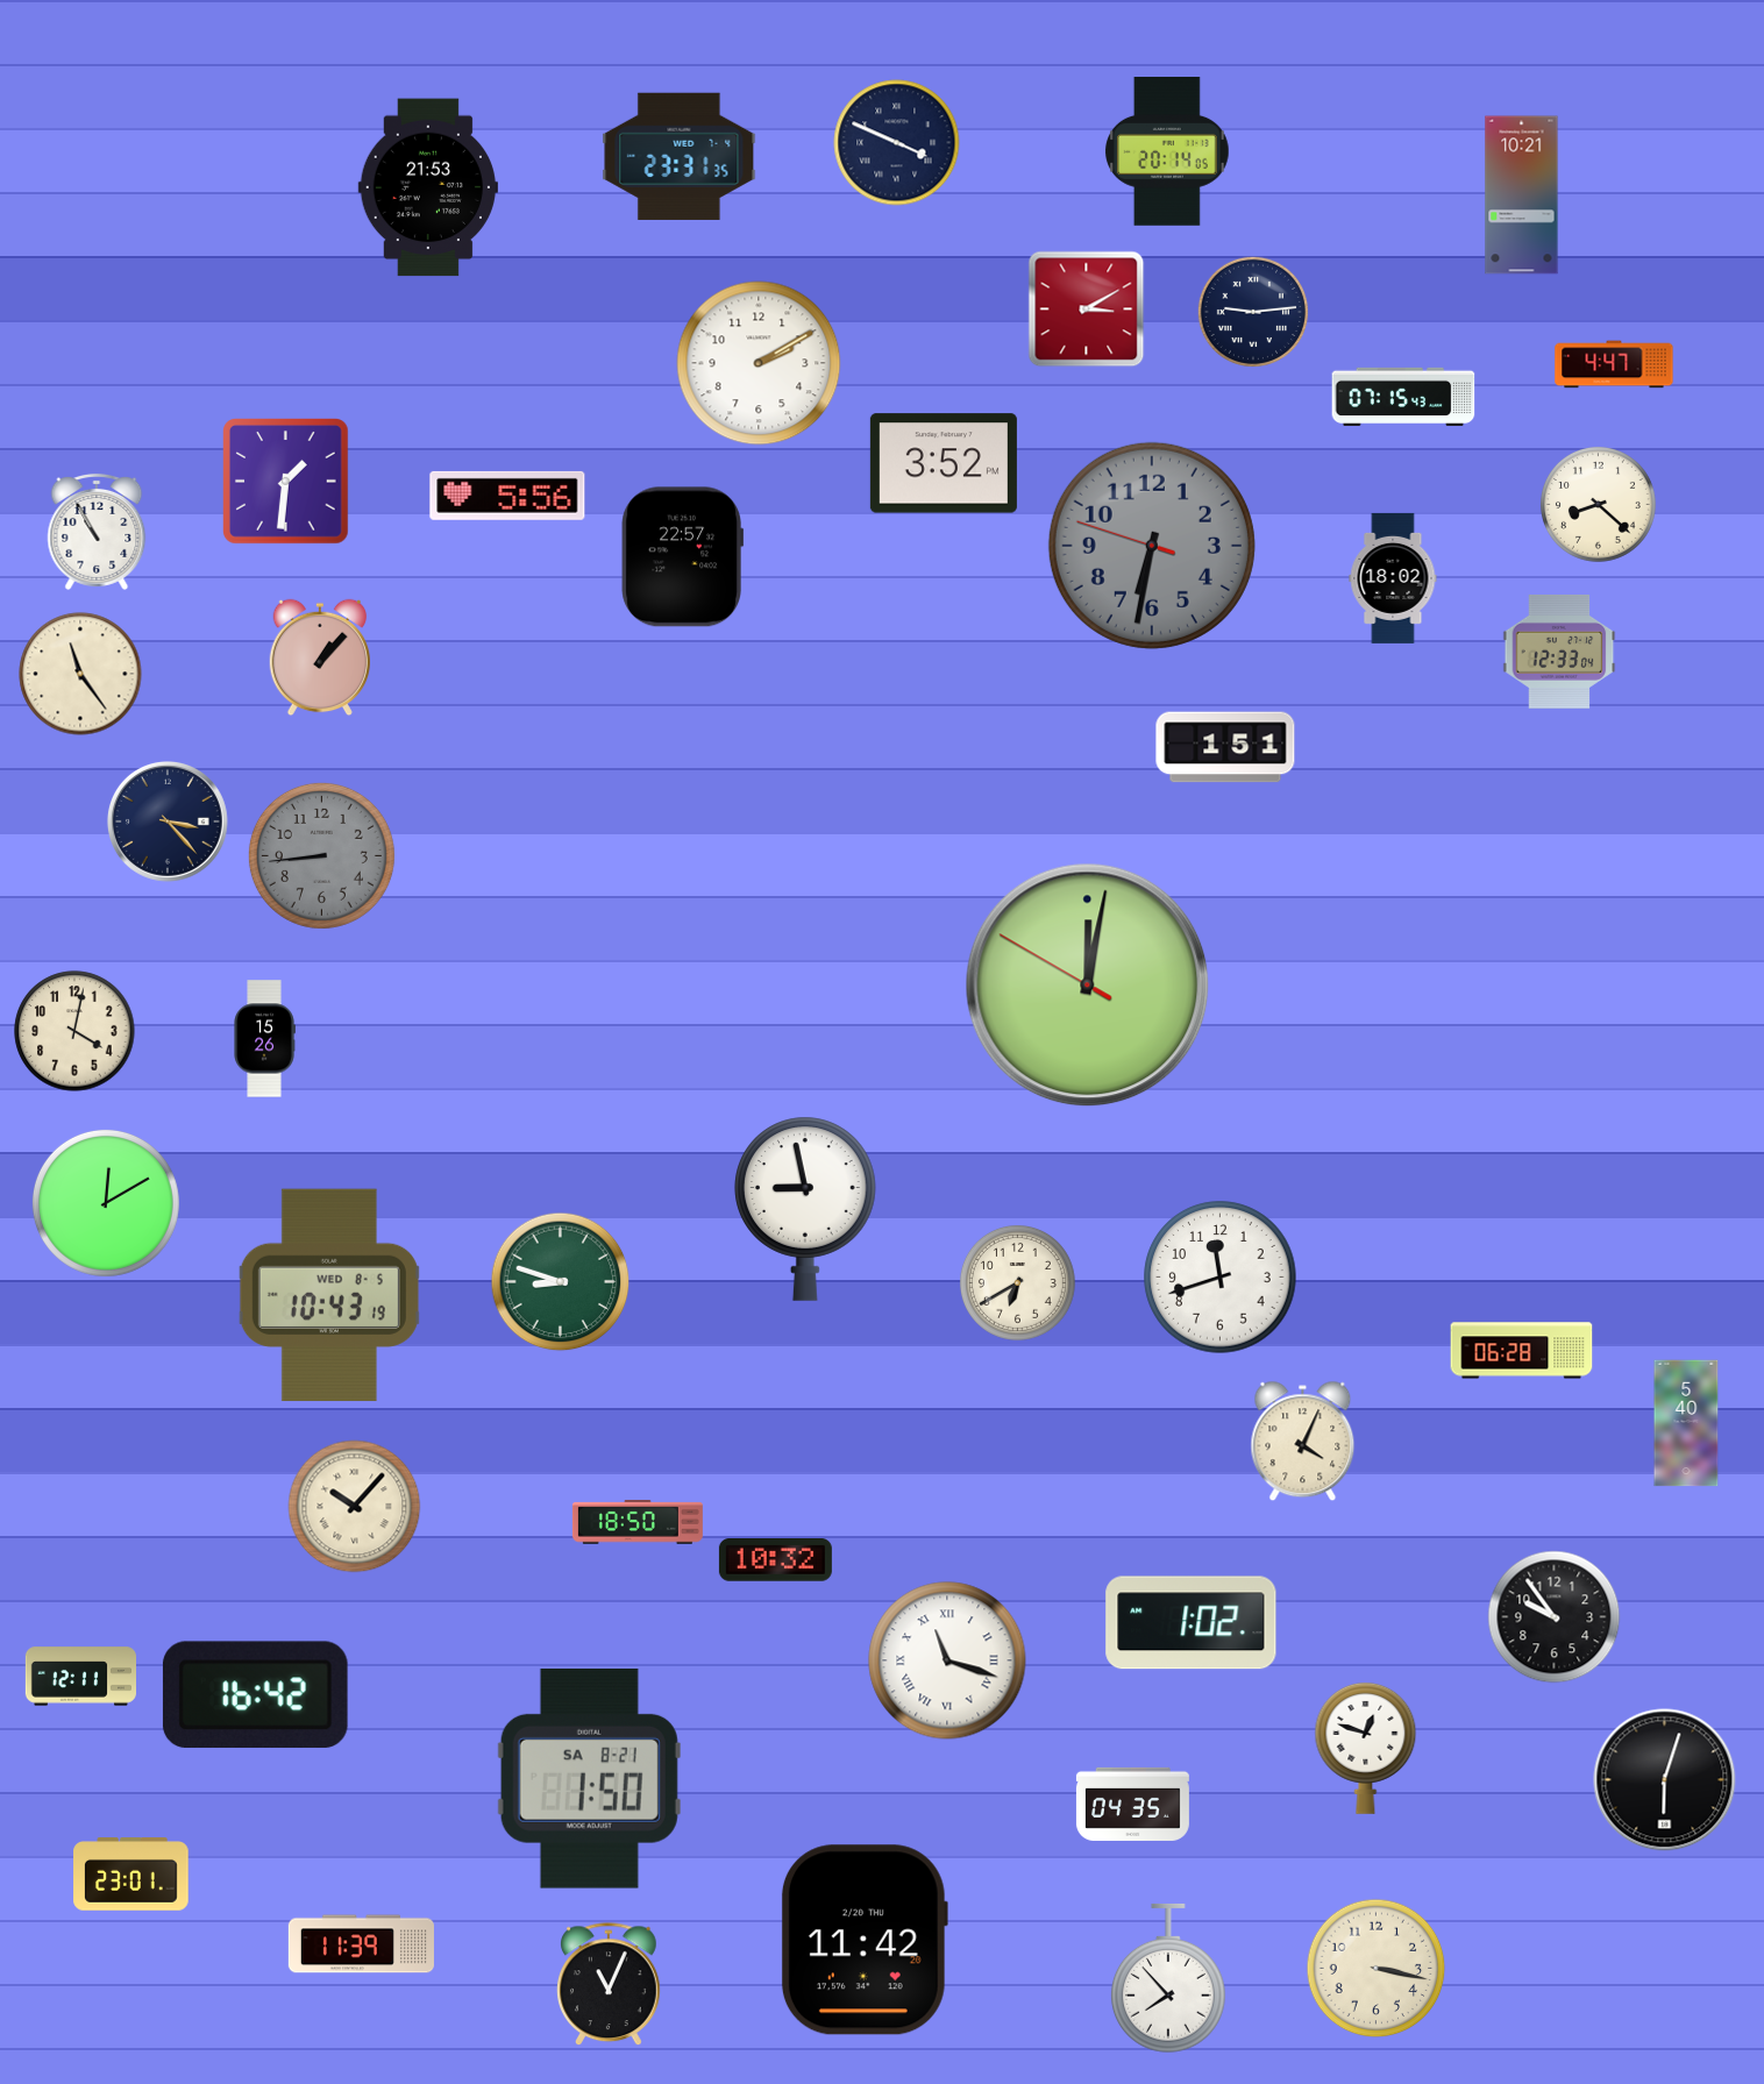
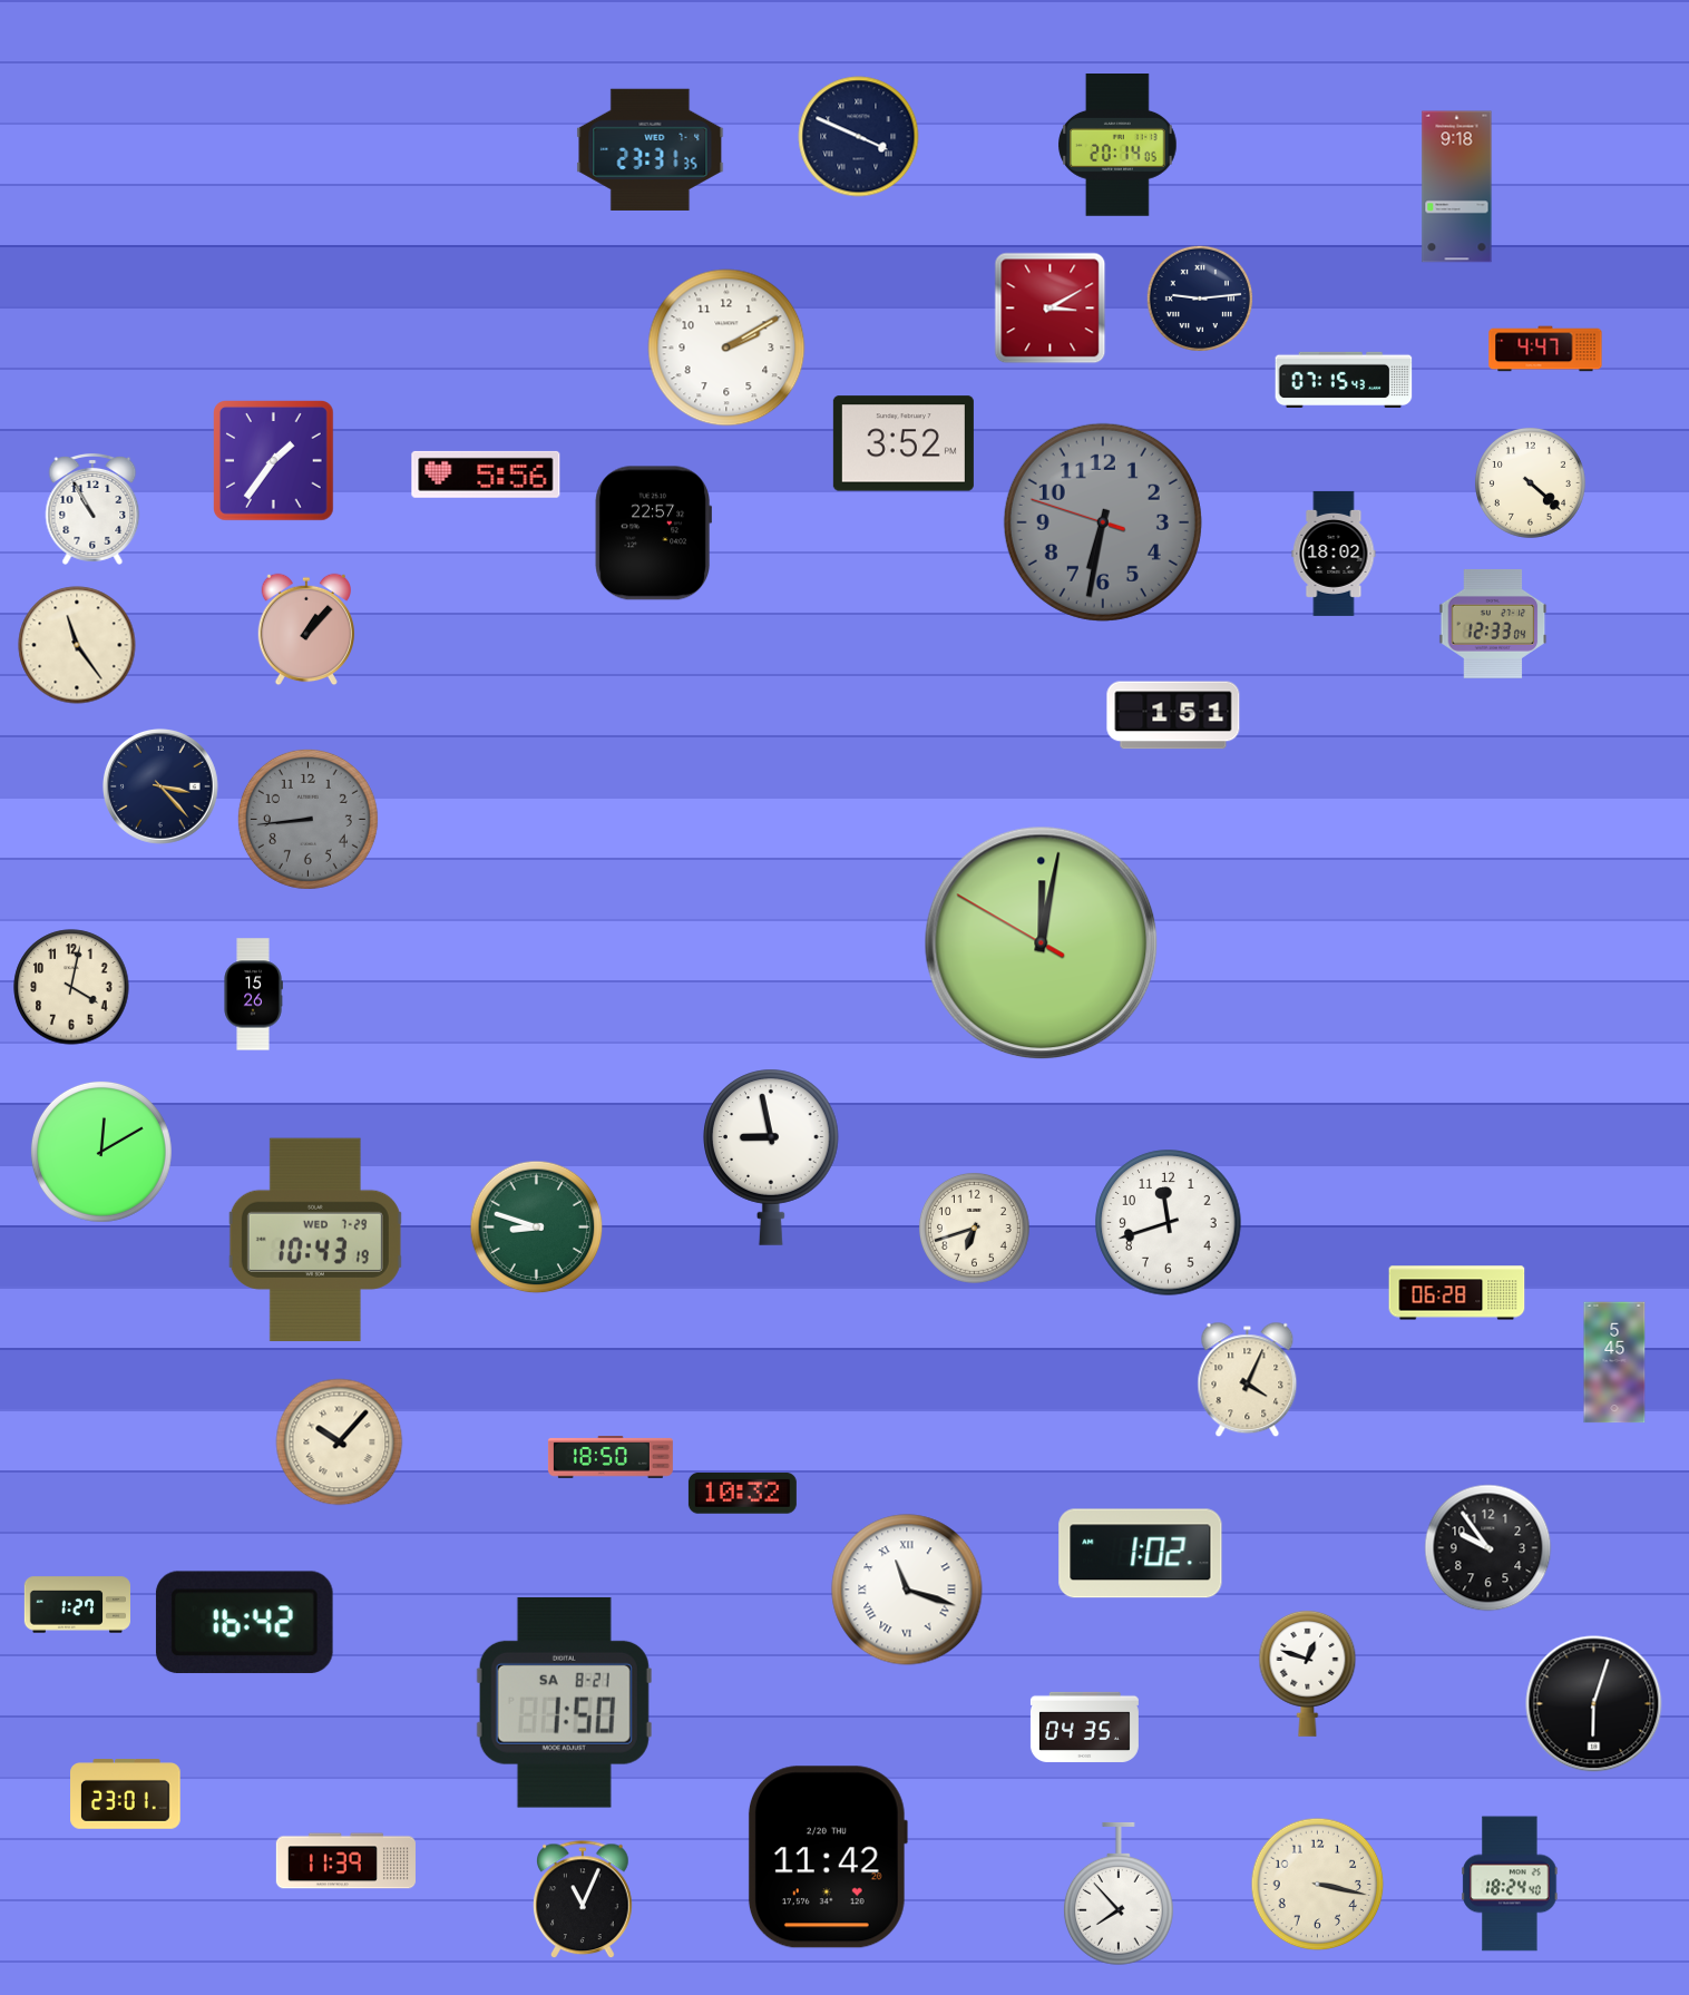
clock at (428, 187): 21:53 -> none
clock at (1522, 195): 10:21 -> 9:18
clock at (1087, 310) position: (1087, 310) -> (1051, 309)
clock at (286, 482): 1:31 -> 1:36
clock at (1598, 504): 8:22 -> 4:22
clock at (1017, 1282): 6:40 -> 6:42
clock at (329, 1295) date: WED 8-5 -> WED 7-29
clock at (1686, 1423): 5:40 -> 5:45
clock at (81, 1677): 12:11 -> 1:27
clock at (1510, 1884): none -> 18:24
